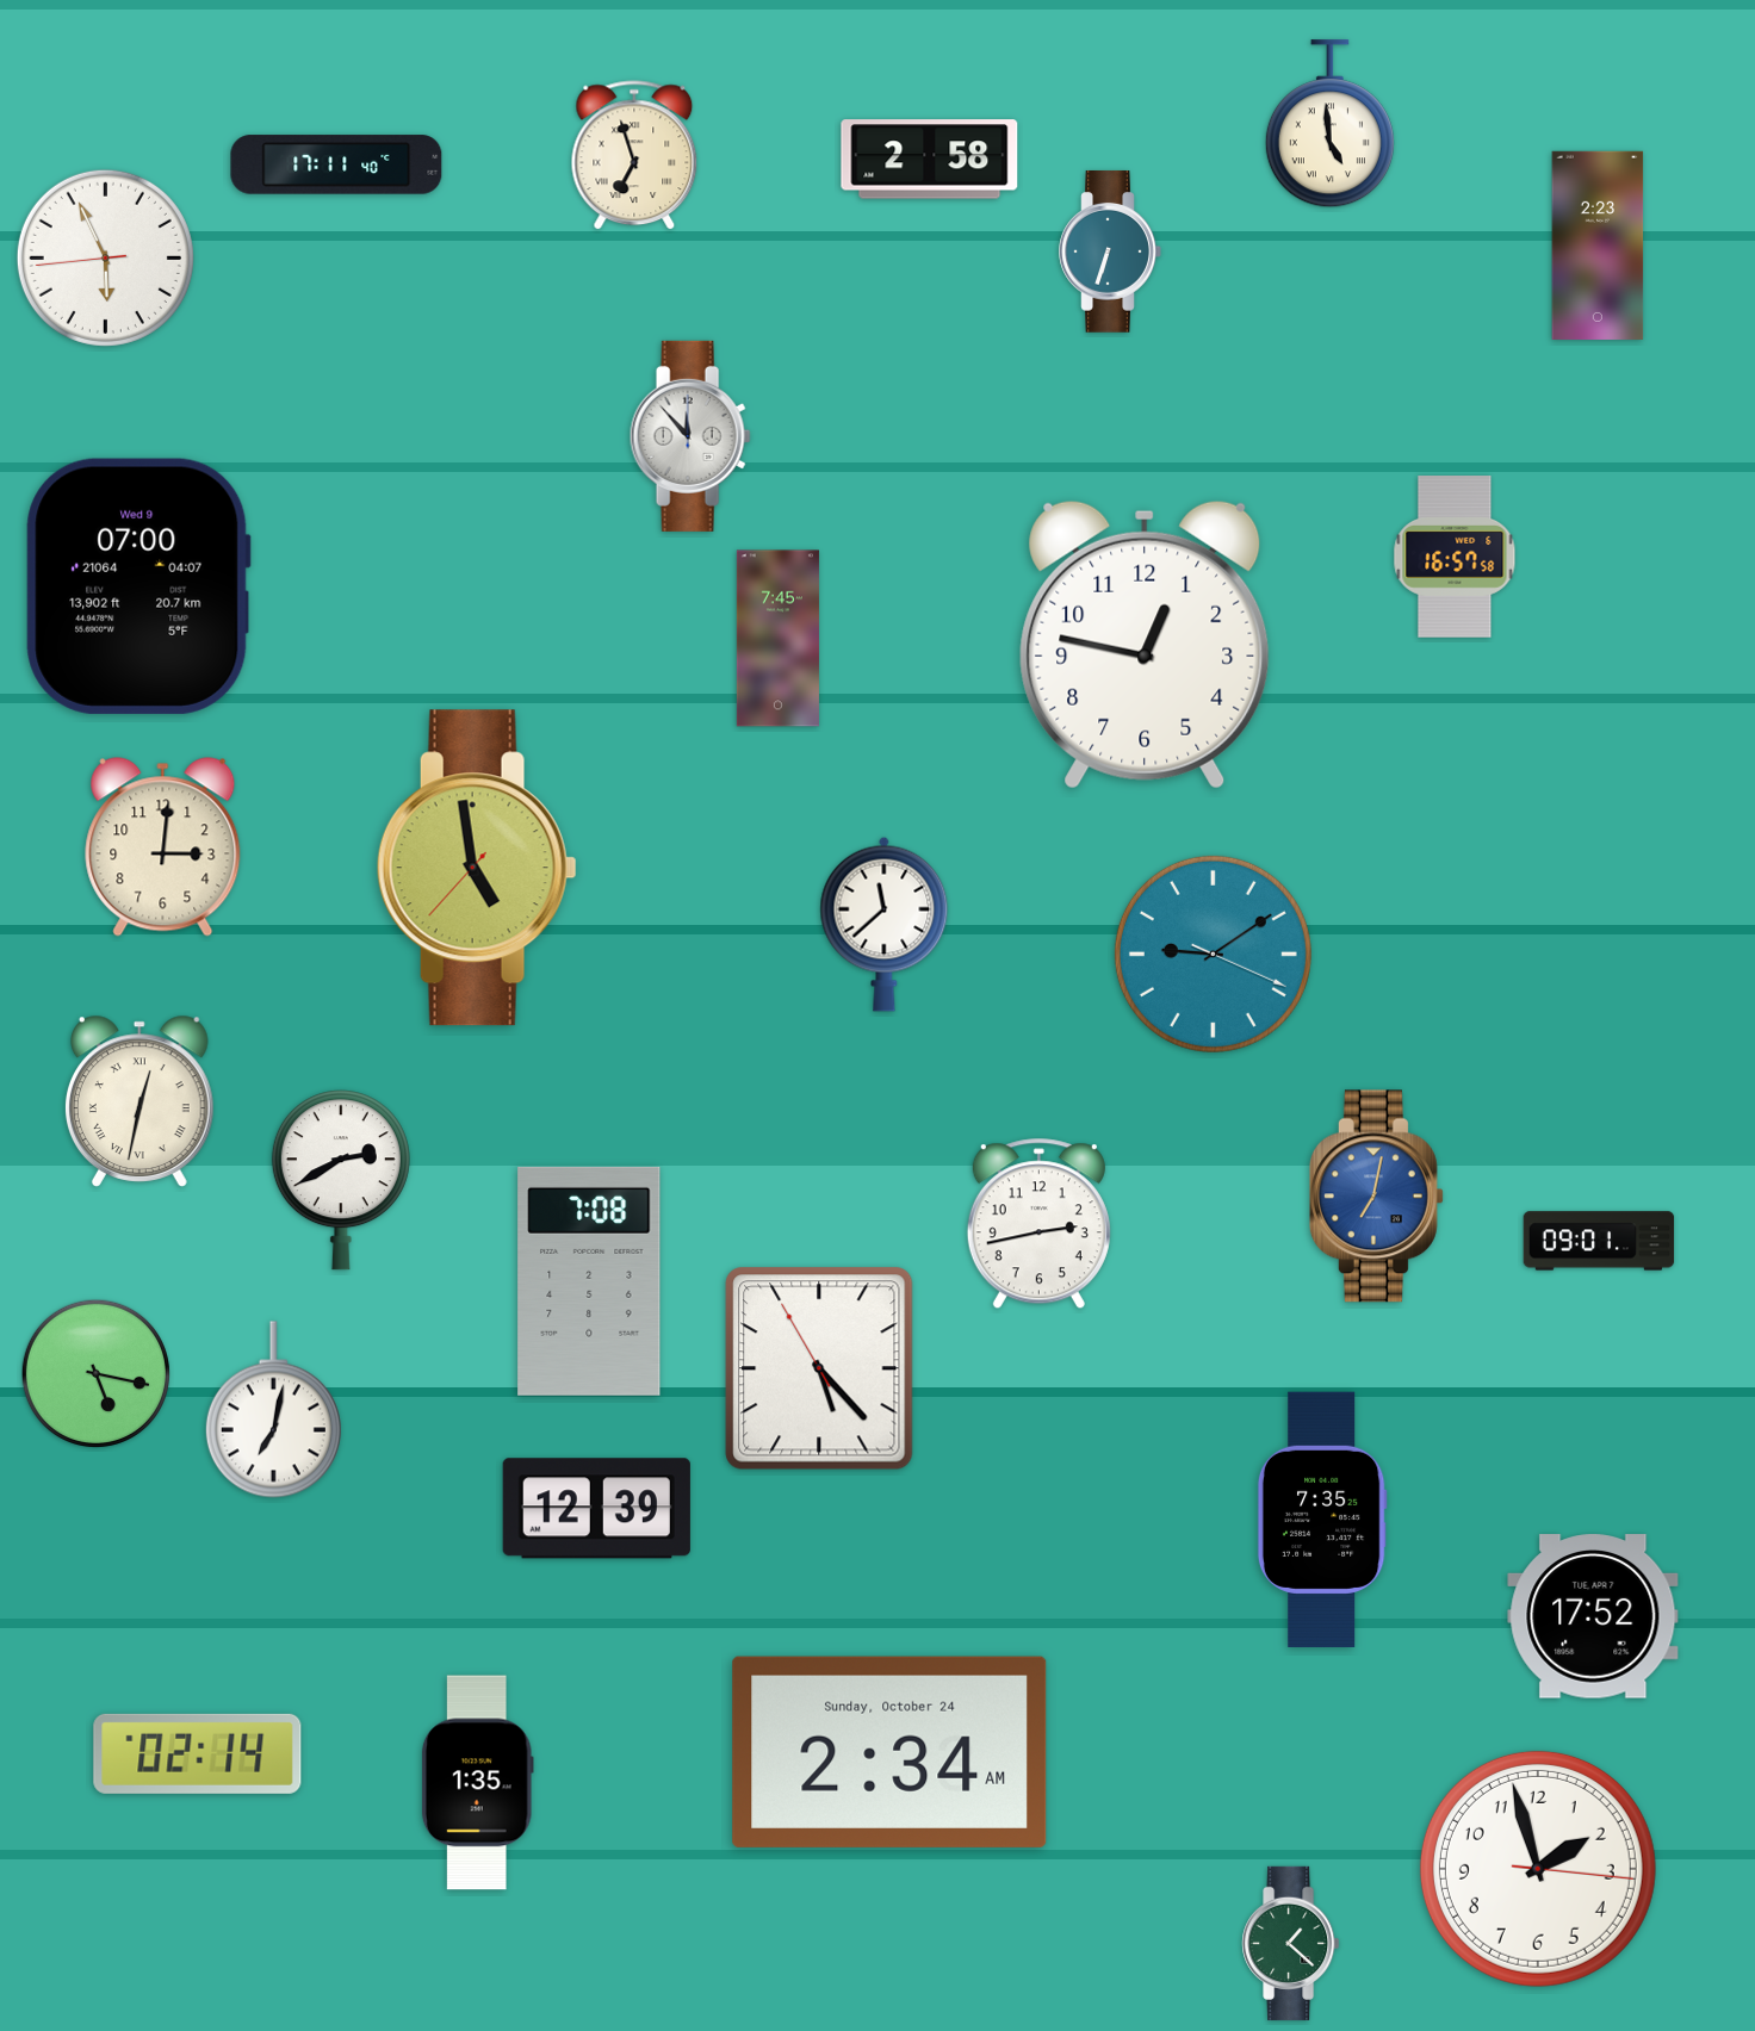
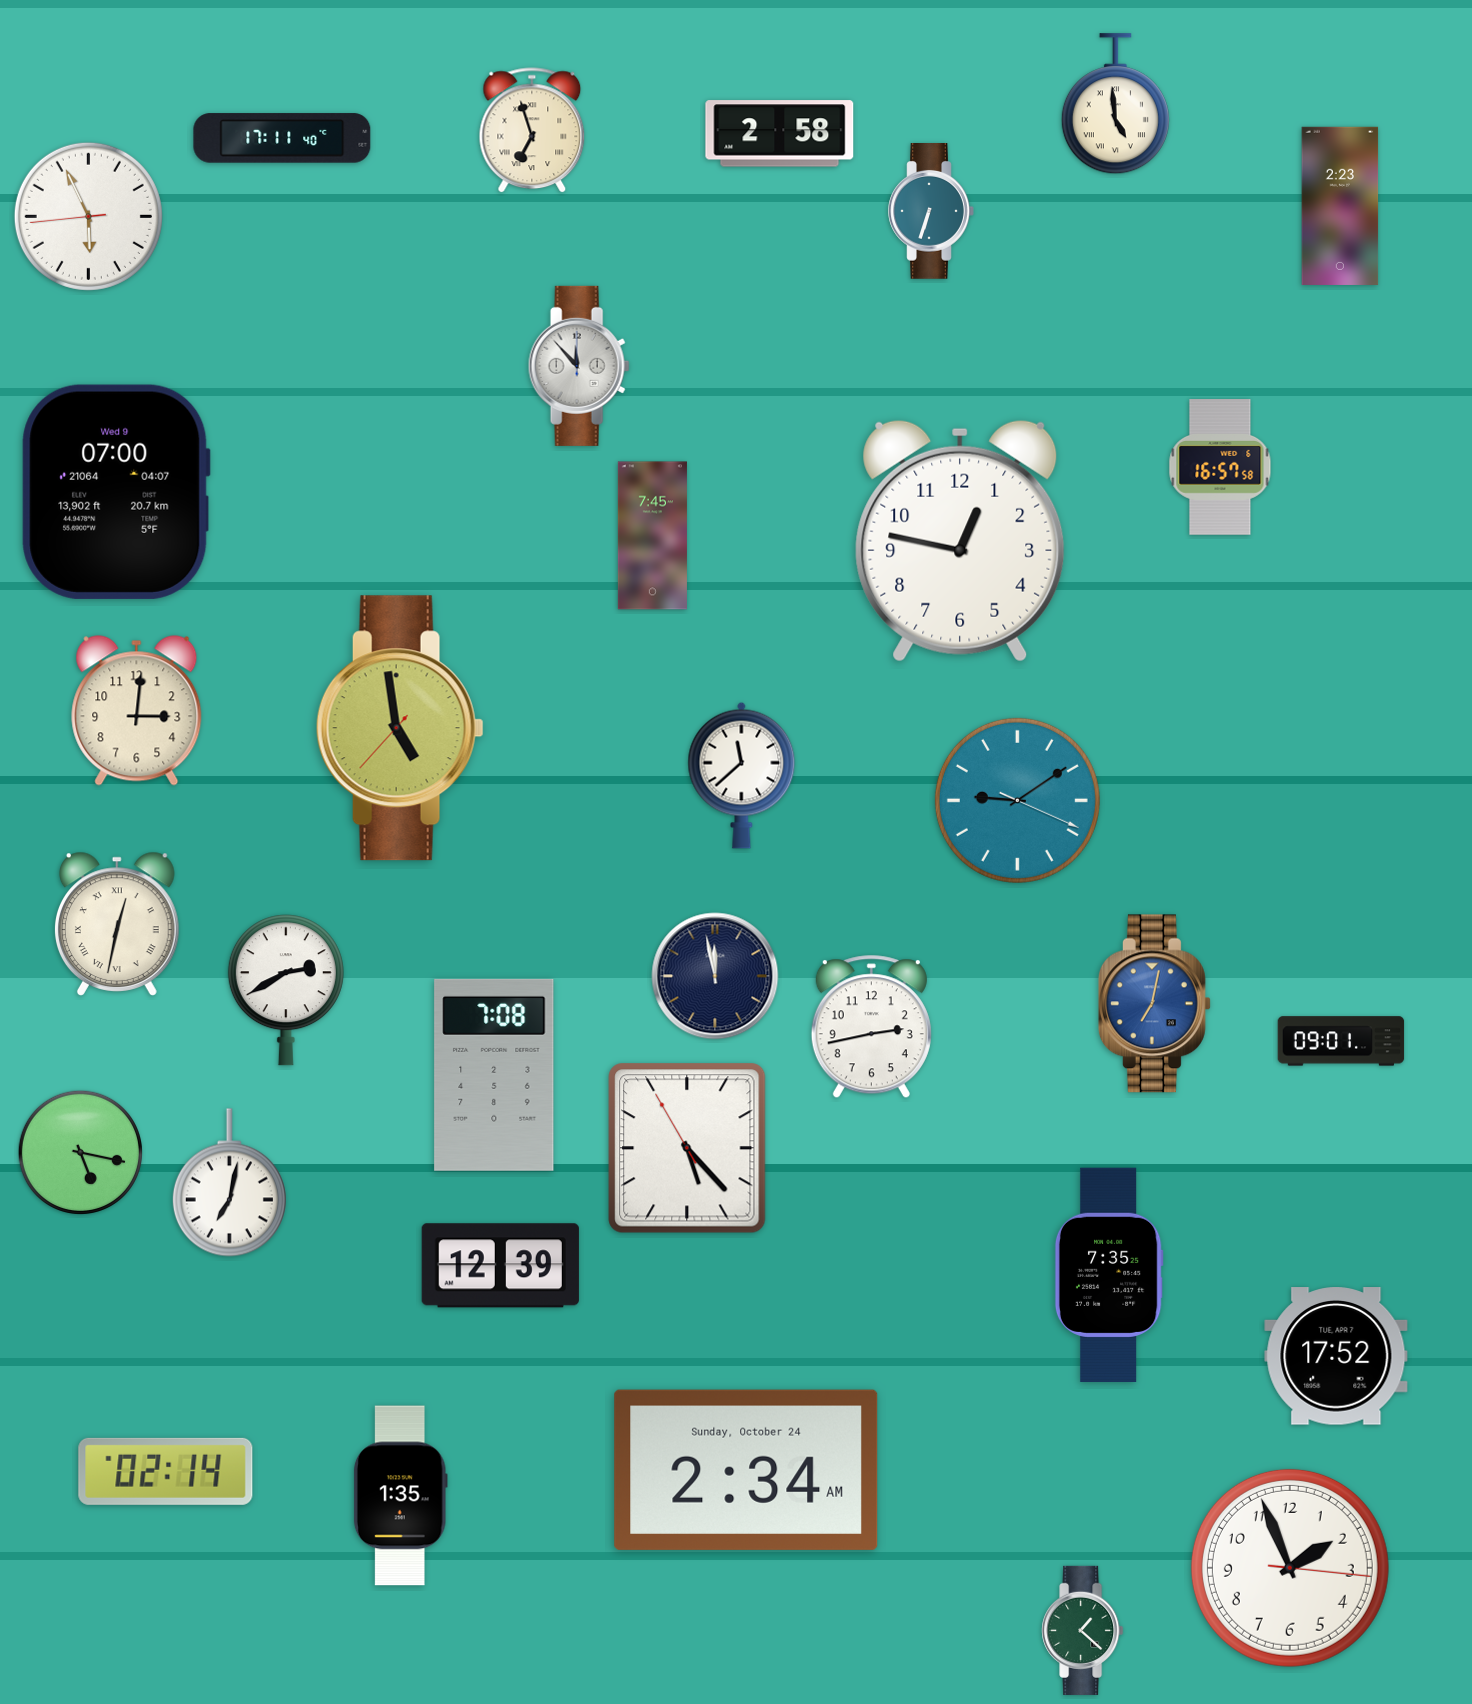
clock at (715, 976): none -> 11:58
clock at (1538, 1869): 1:57 -> 1:56
